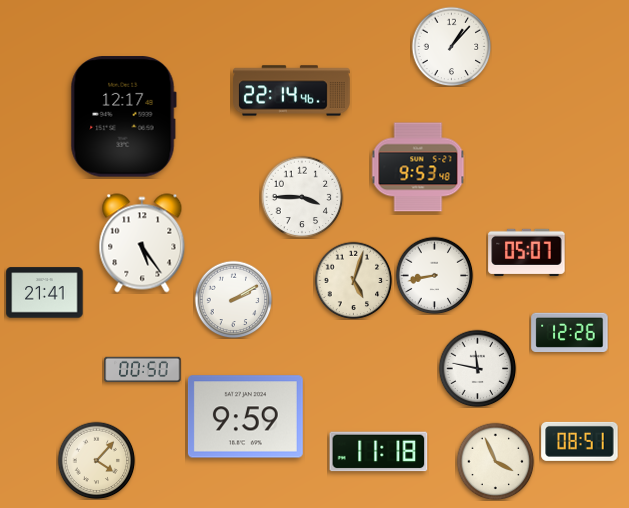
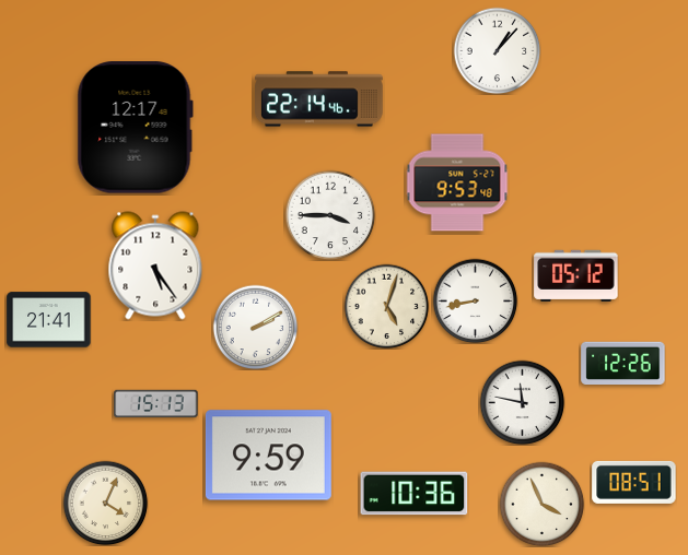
clock at (451, 46) position: (451, 46) -> (497, 50)
clock at (527, 252): 05:07 -> 05:12
clock at (143, 370): 00:50 -> 15:13
clock at (379, 452): 11:18 -> 10:36
clock at (96, 460): 4:07 -> 4:04
